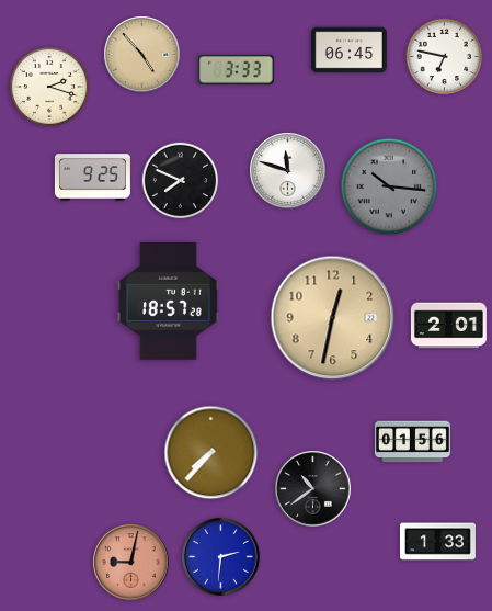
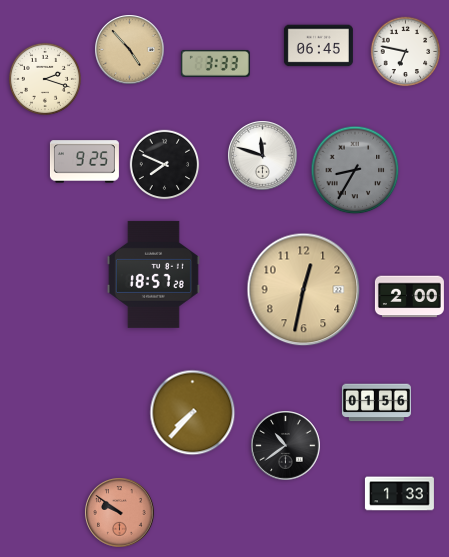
clock at (389, 186): 10:16 -> 8:35
clock at (448, 326): 2:01 -> 2:00
clock at (221, 557): 2:31 -> none
clock at (131, 563): 9:02 -> 9:51
